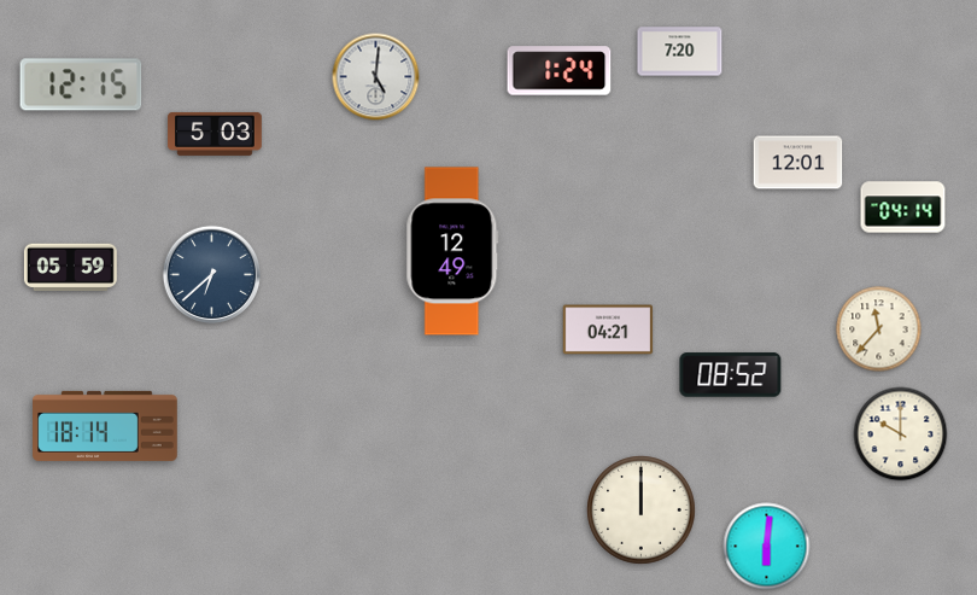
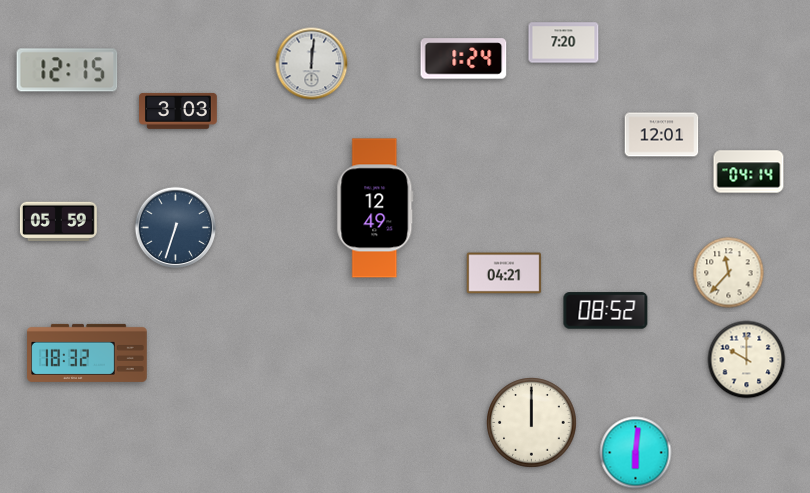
clock at (376, 77): 5:01 -> 12:01
clock at (215, 134): 5:03 -> 3:03
clock at (212, 275): 6:38 -> 6:33
clock at (105, 426): 18:14 -> 18:32
